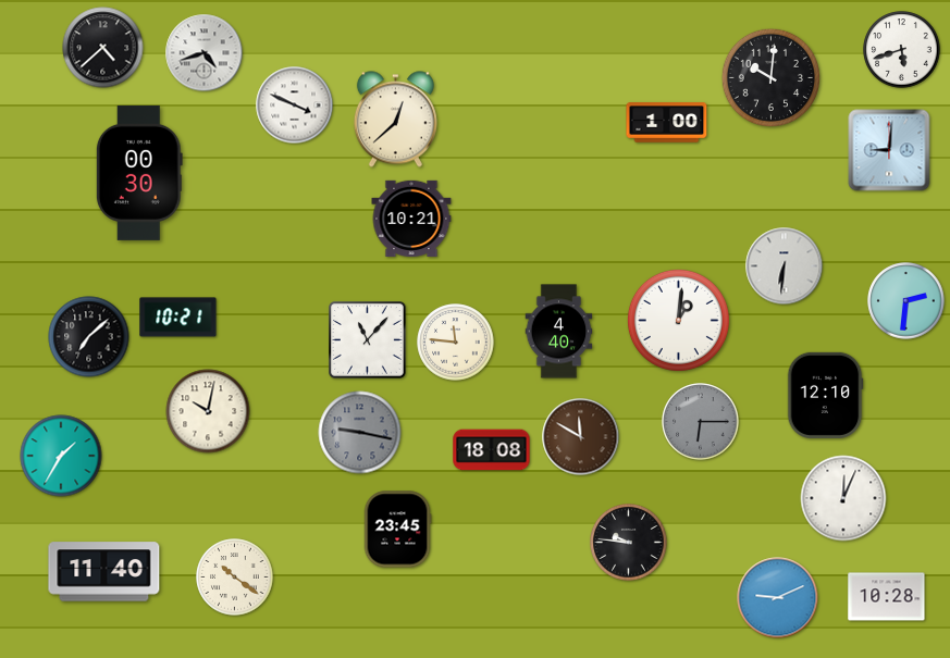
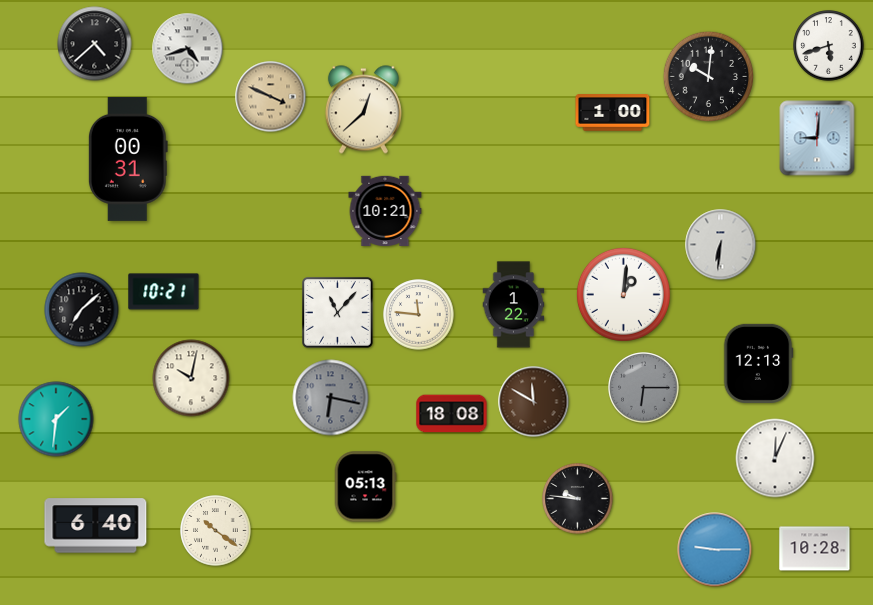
clock at (770, 77) position: (770, 77) -> (708, 76)
clock at (295, 105) dial: white -> champagne
clock at (139, 173): 00:30 -> 00:31
clock at (411, 219) position: (411, 219) -> (385, 211)
clock at (906, 301): 2:31 -> none
clock at (559, 332): 4:40 -> 1:22
clock at (825, 395): 12:10 -> 12:13
clock at (360, 433): 9:17 -> 6:17
clock at (61, 456): 1:35 -> 1:31
clock at (397, 530): 23:45 -> 05:13
clock at (104, 572): 11:40 -> 6:40
clock at (778, 598): 9:11 -> 9:15
